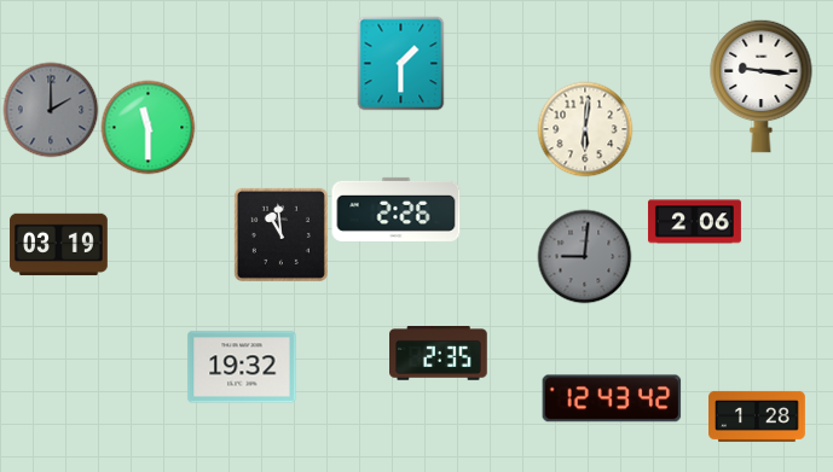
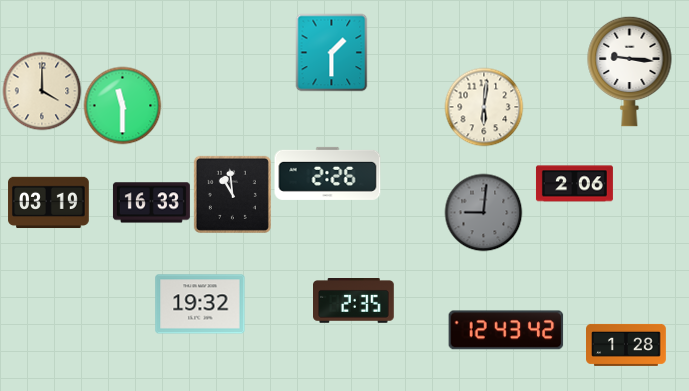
clock at (51, 110): 2:00 -> 4:00
clock at (51, 110) dial: grey -> cream
clock at (151, 203): none -> 16:33
clock at (439, 354) position: (439, 354) -> (354, 301)
